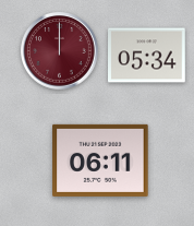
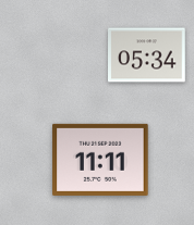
clock at (60, 51): 12:00 -> none
clock at (100, 160): 06:11 -> 11:11
